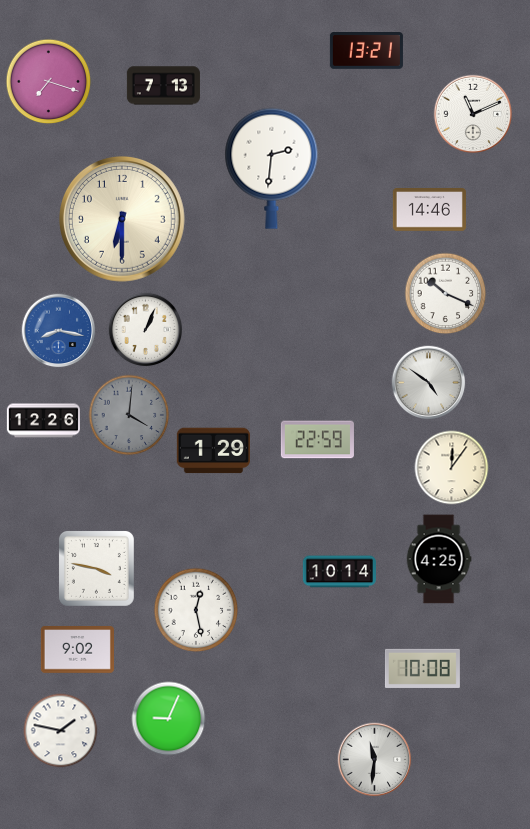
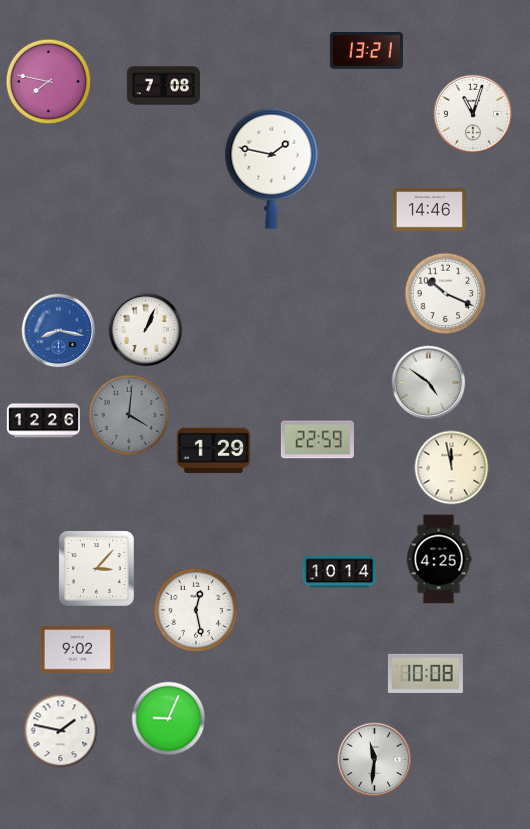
clock at (49, 82): 7:18 -> 7:47
clock at (163, 86): 7:13 -> 7:08
clock at (473, 114): 11:11 -> 11:03
clock at (272, 168): 2:31 -> 1:47
clock at (122, 219): 6:30 -> none
clock at (452, 468): 12:06 -> 11:58
clock at (96, 568): 3:47 -> 3:07
clock at (422, 668) position: (422, 668) -> (425, 673)
